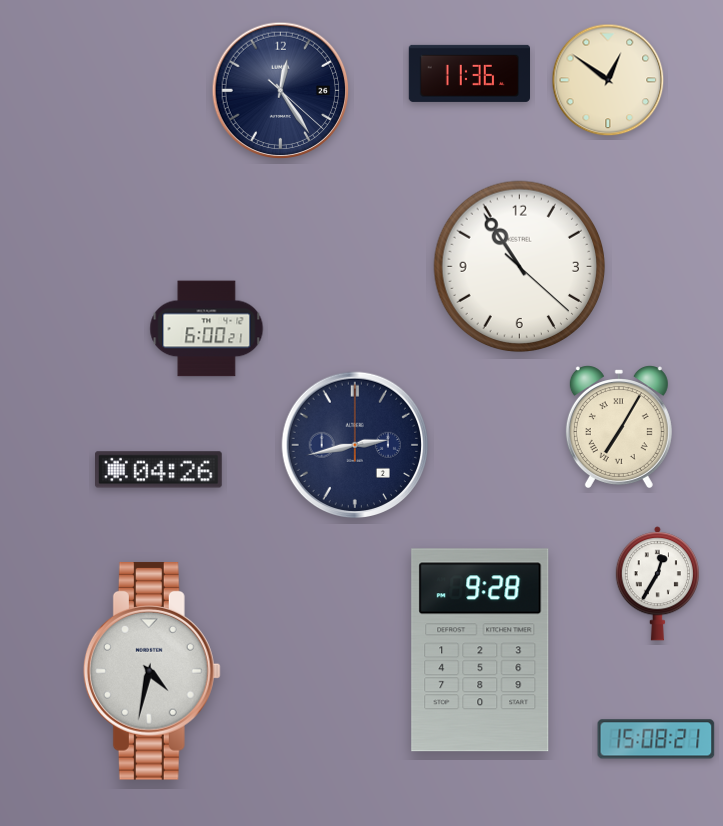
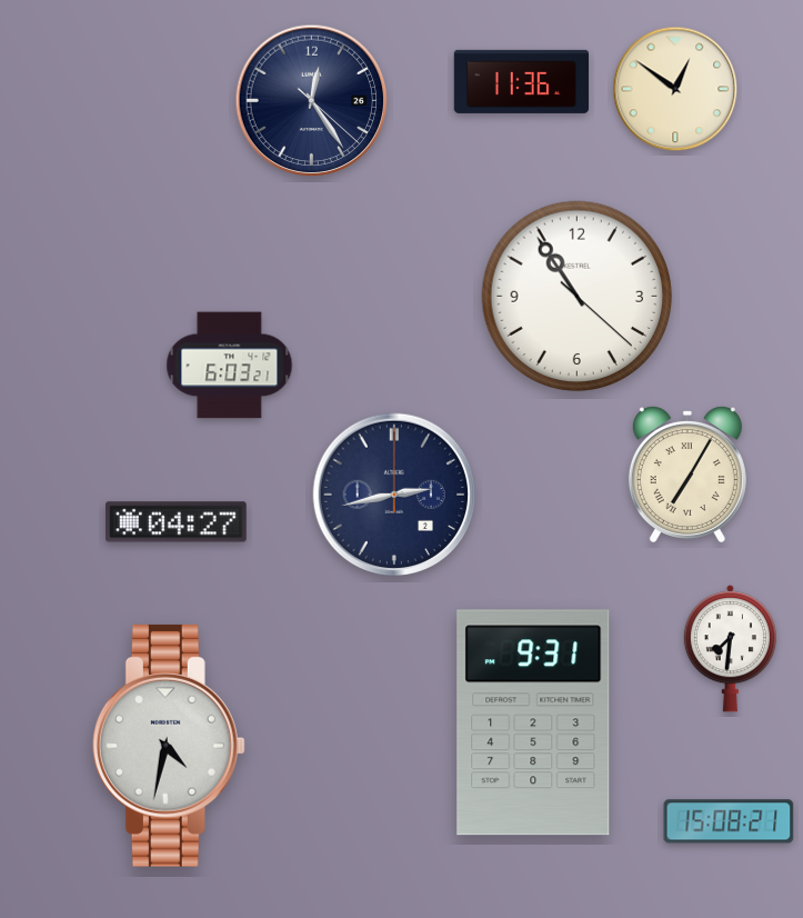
clock at (207, 329): 6:00 -> 6:03
clock at (159, 470): 04:26 -> 04:27
clock at (657, 584): 12:35 -> 7:31
clock at (480, 650): 9:28 -> 9:31
